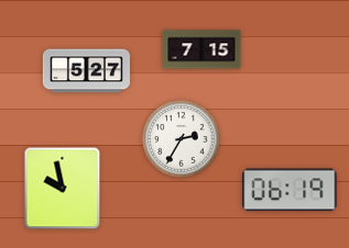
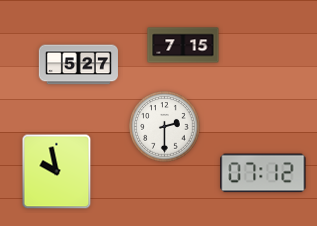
clock at (182, 139): 2:35 -> 2:30
clock at (290, 190): 06:19 -> 07:12
